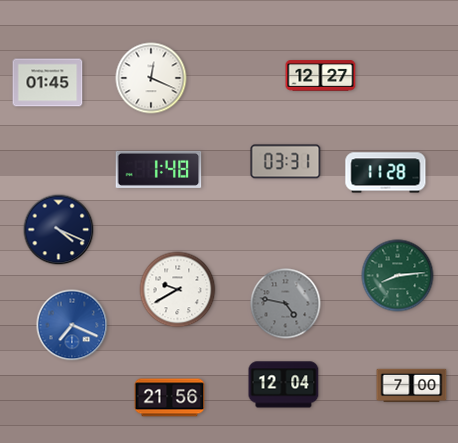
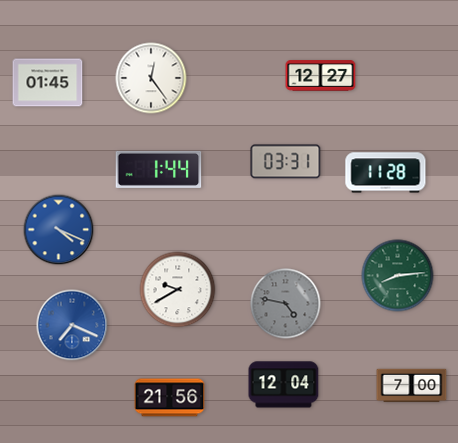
clock at (151, 78): 12:19 -> 12:24
clock at (159, 169): 1:48 -> 1:44
clock at (59, 230) dial: navy -> blue
